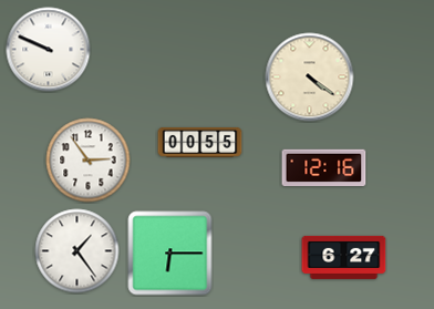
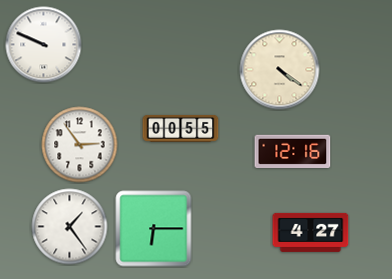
clock at (344, 257): 6:27 -> 4:27
